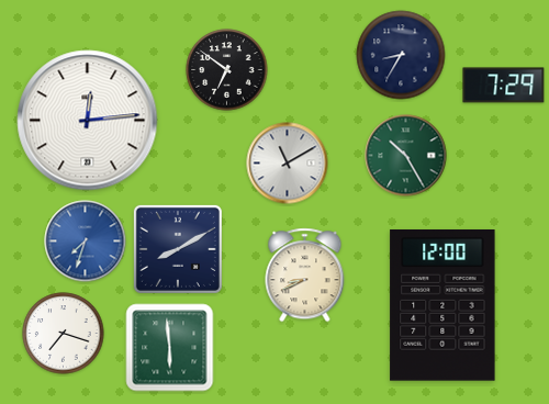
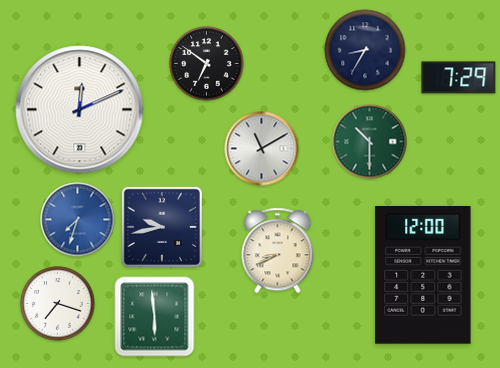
clock at (88, 121): 12:14 -> 12:11
clock at (406, 156): 10:25 -> 10:30
clock at (178, 249): 8:10 -> 9:43
clock at (442, 306) position: (442, 306) -> (423, 276)
